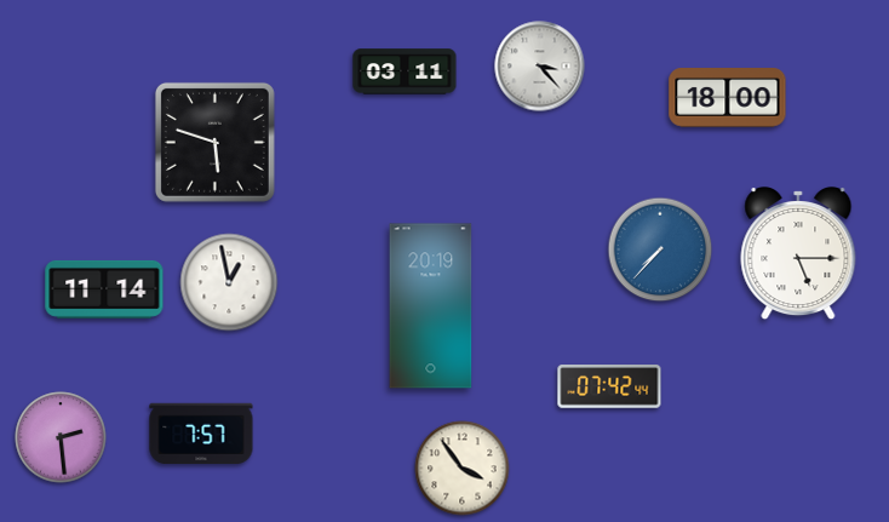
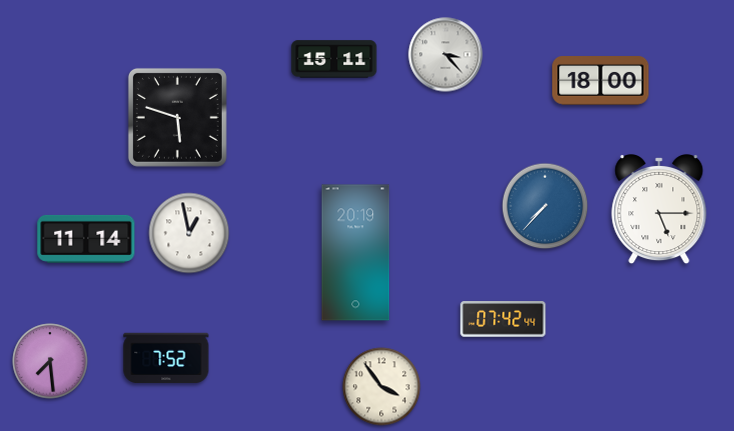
clock at (405, 71): 03:11 -> 15:11
clock at (201, 434): 7:57 -> 7:52
clock at (61, 437): 2:29 -> 7:29
